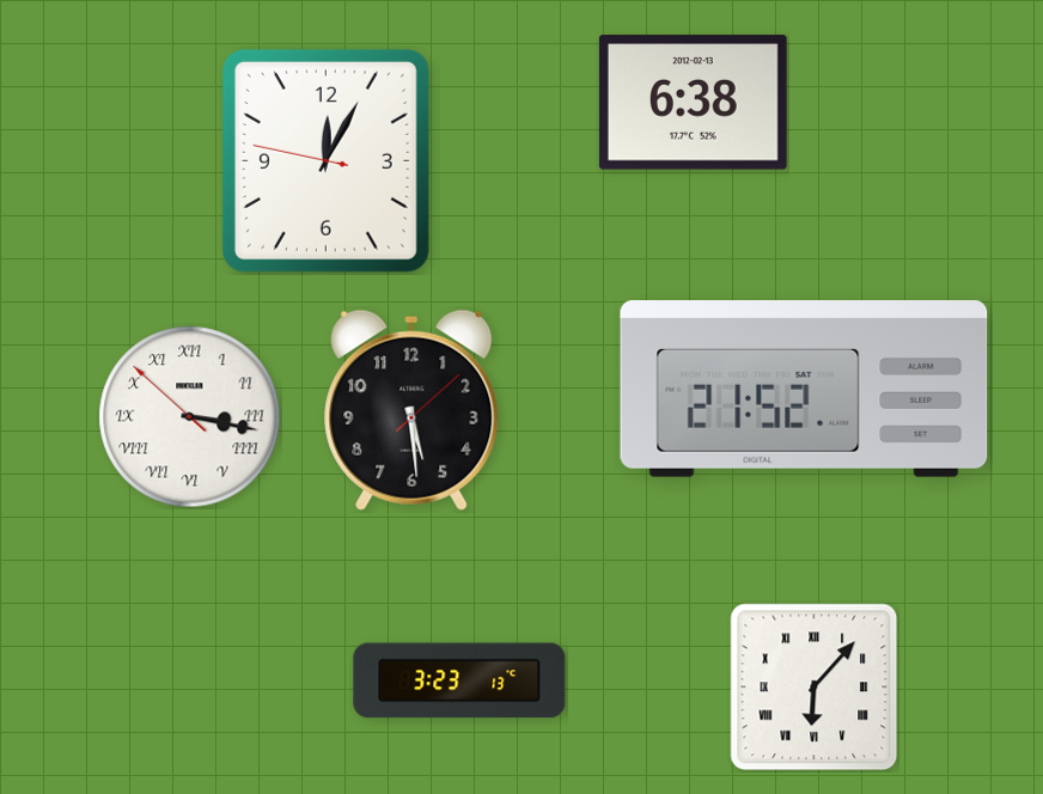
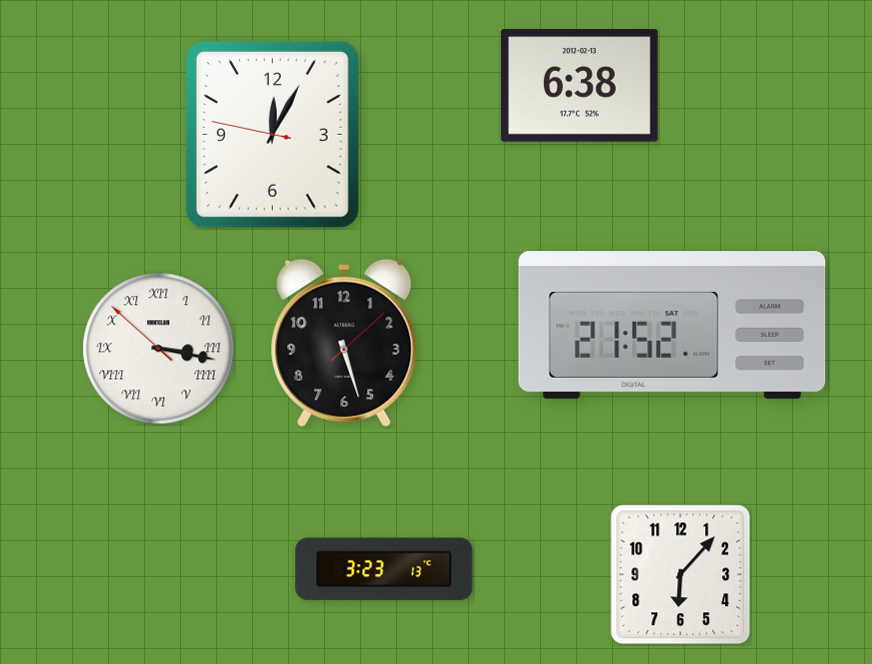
clock at (411, 410): 5:29 -> 5:27
clock at (815, 688) numerals: Roman -> Arabic
